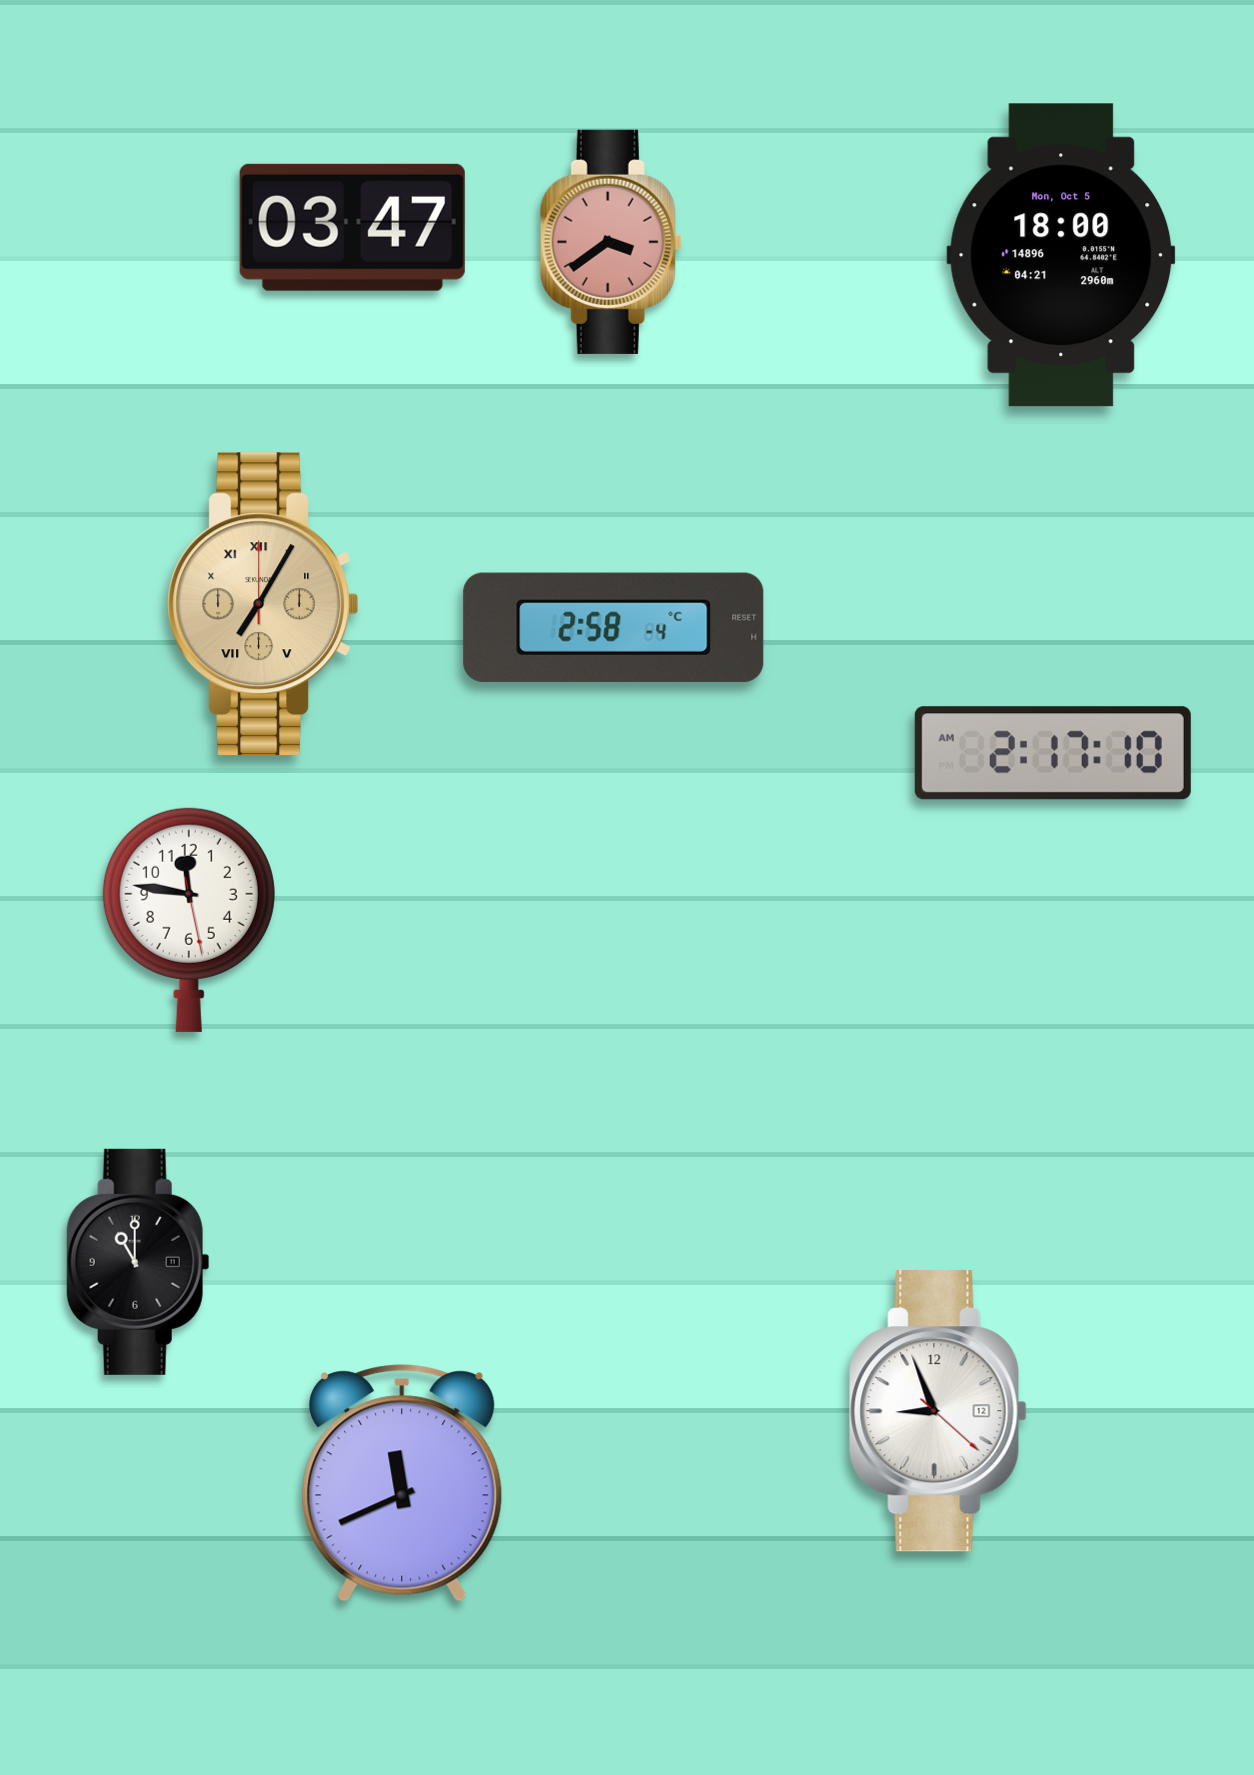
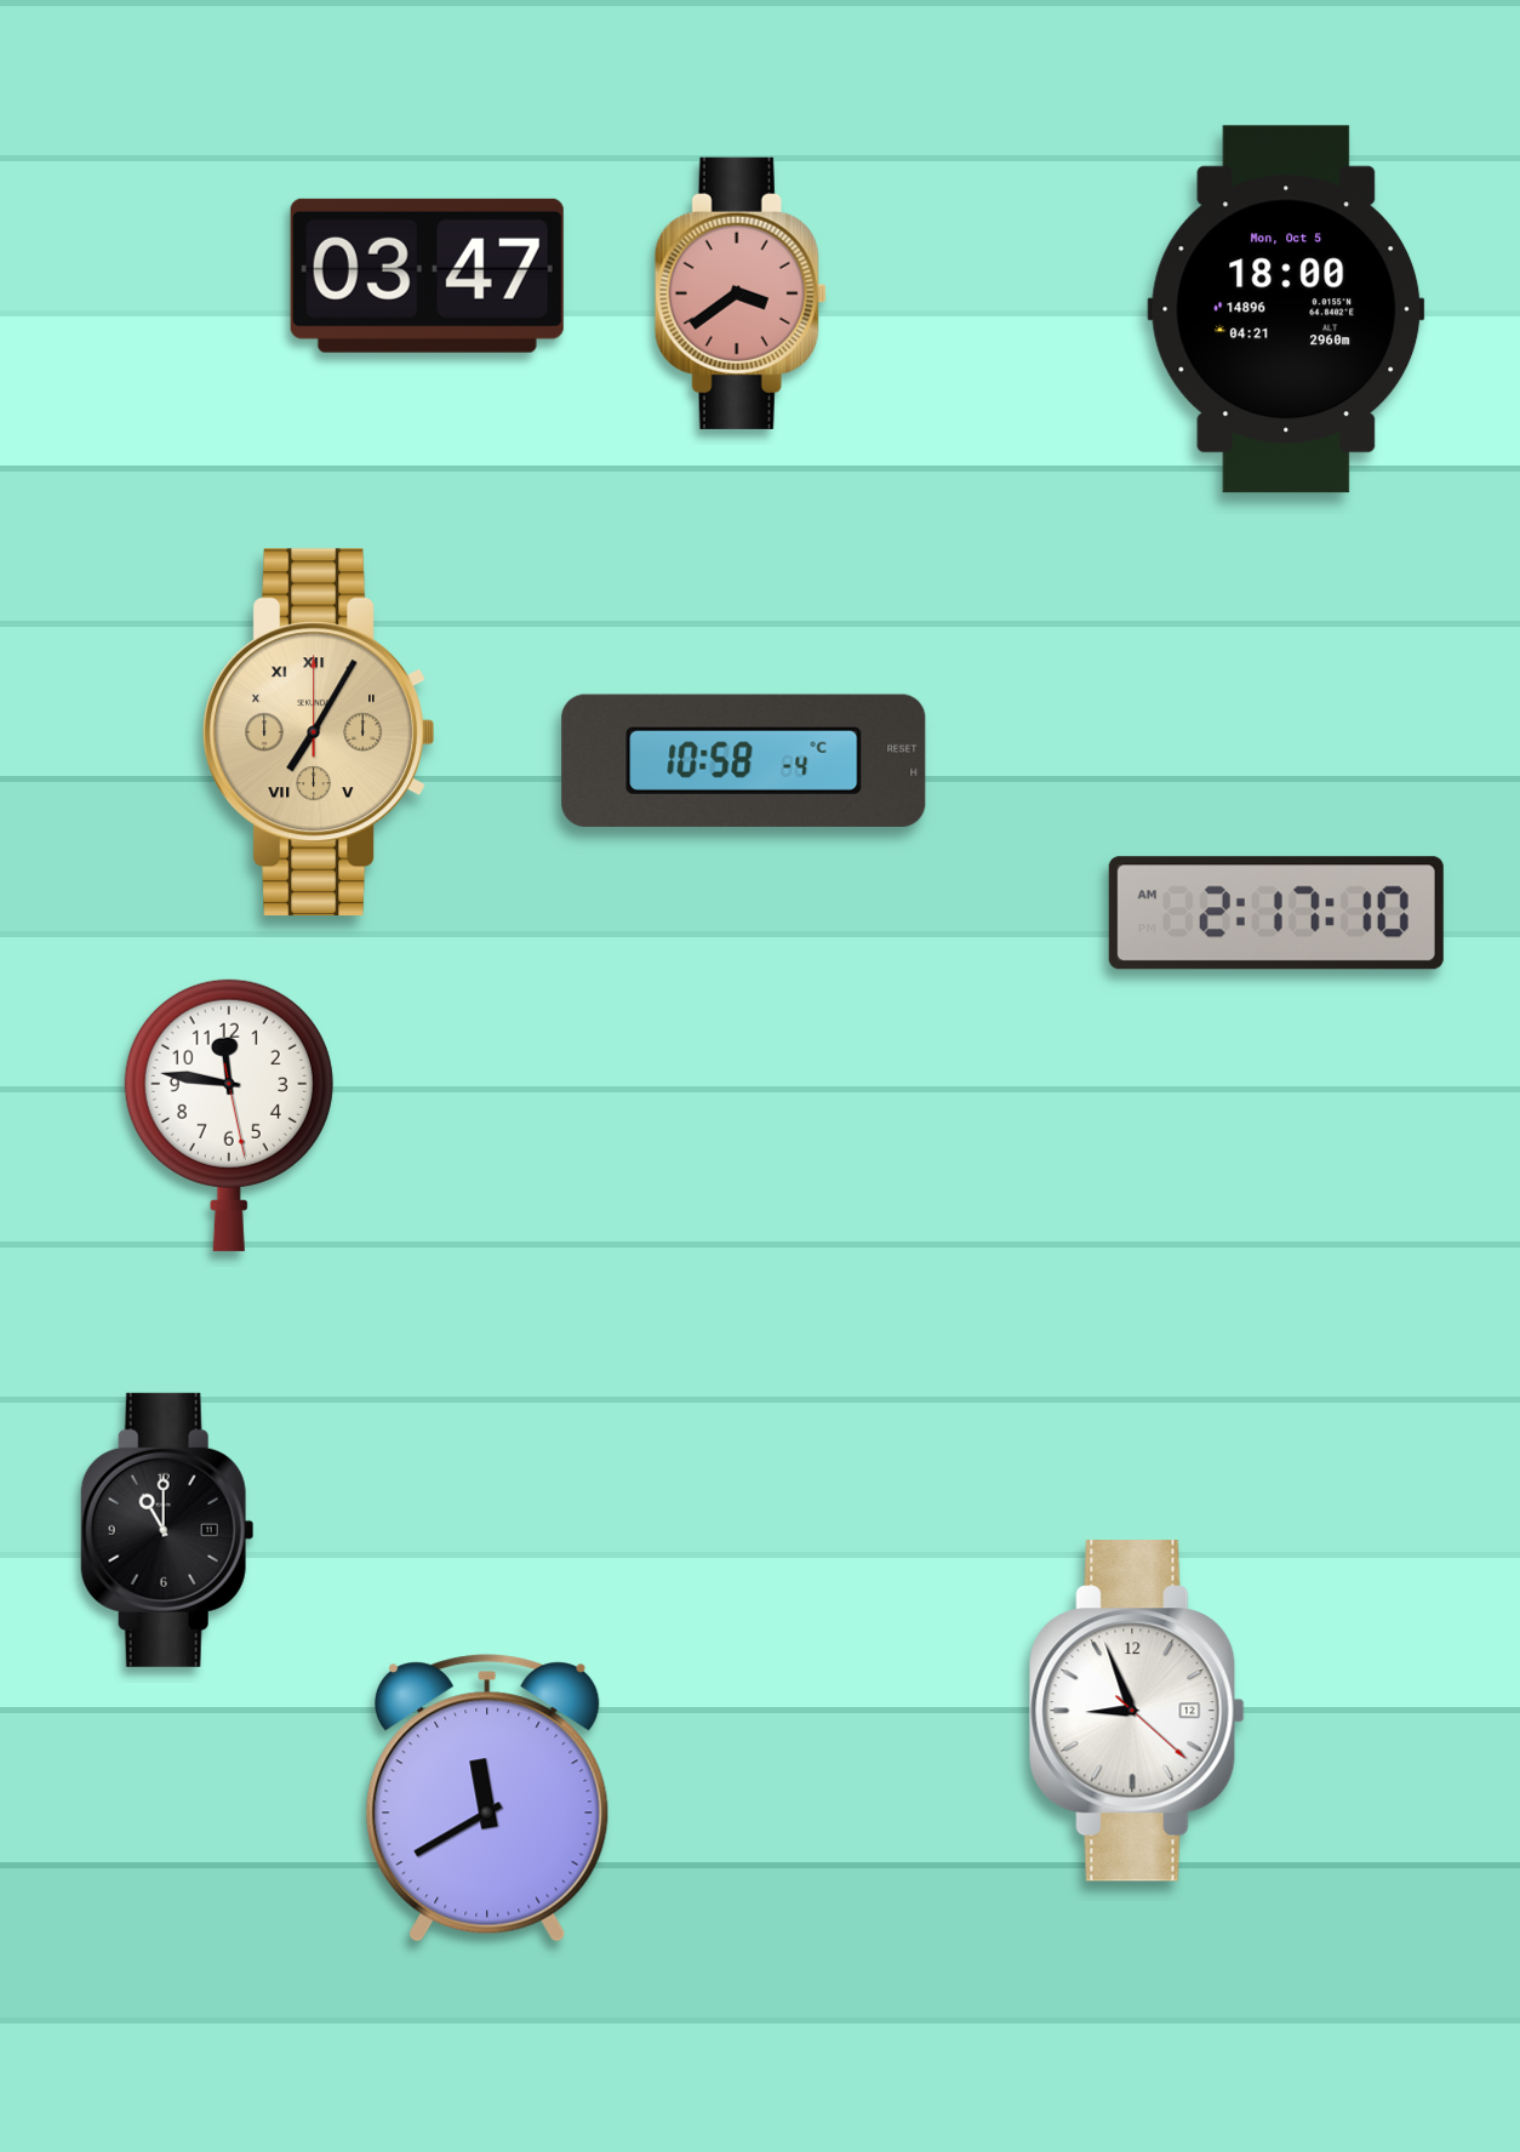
clock at (614, 627): 2:58 -> 10:58
clock at (402, 1483): 11:41 -> 11:40
